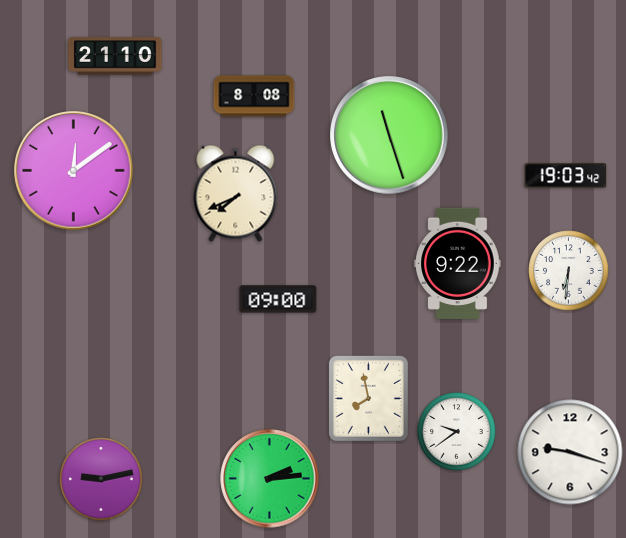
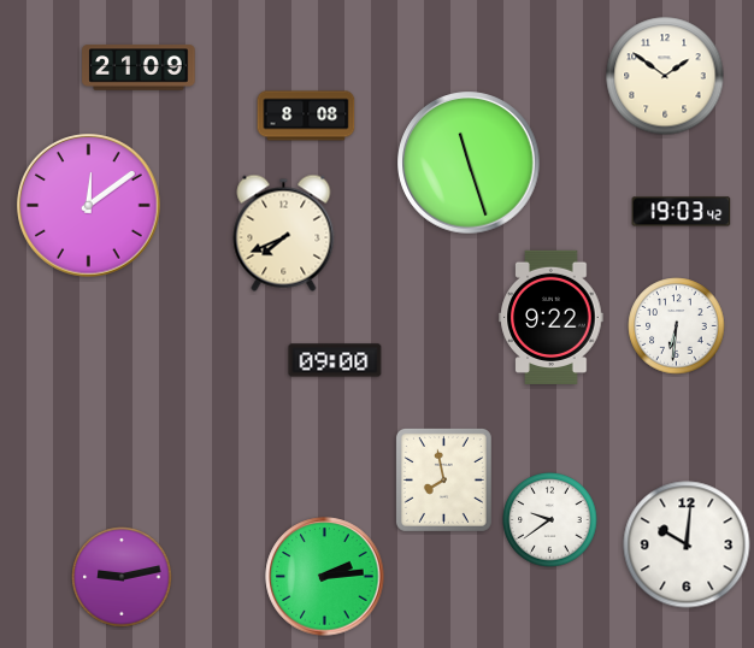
clock at (115, 56): 21:10 -> 21:09
clock at (665, 76): none -> 1:51
clock at (569, 271) position: (569, 271) -> (677, 326)
clock at (570, 452): 9:18 -> 10:01
